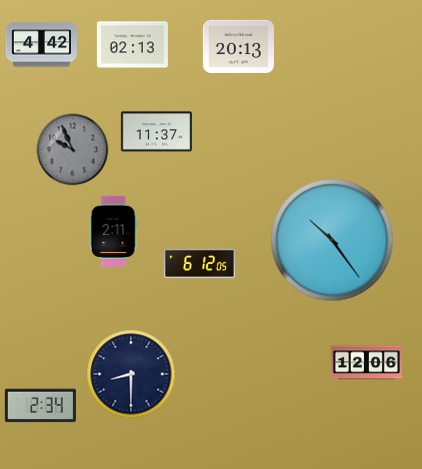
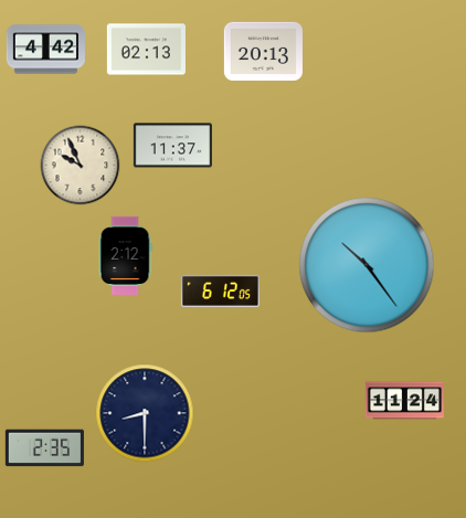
clock at (73, 150) dial: grey -> cream
clock at (113, 231): 2:11 -> 2:12
clock at (366, 363): 12:06 -> 11:24
clock at (40, 406): 2:34 -> 2:35
